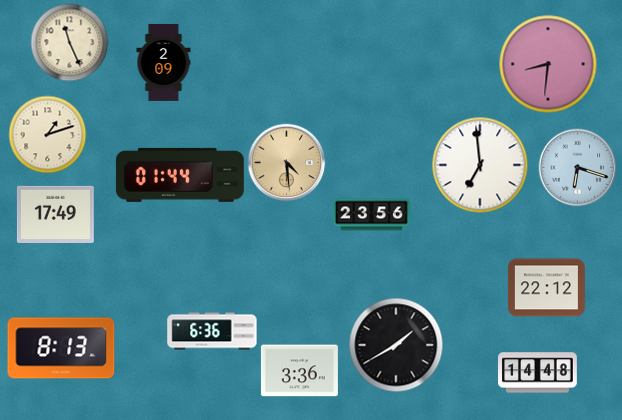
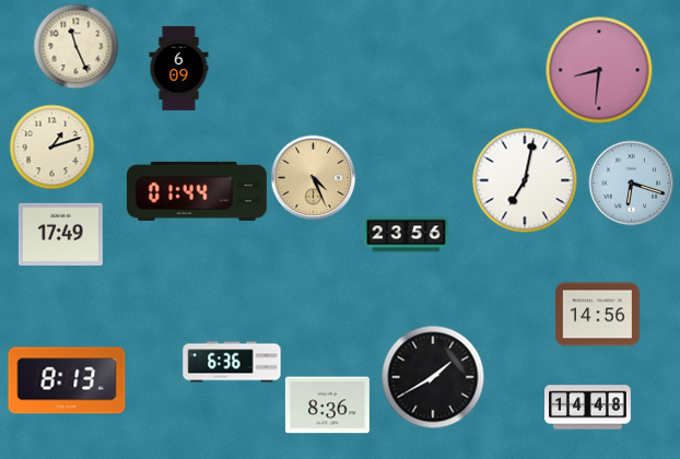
clock at (164, 62): 2:09 -> 6:09
clock at (286, 162): 4:29 -> 4:26
clock at (480, 165): 6:59 -> 7:02
clock at (546, 288): 22:12 -> 14:56
clock at (299, 371): 3:36 -> 8:36
